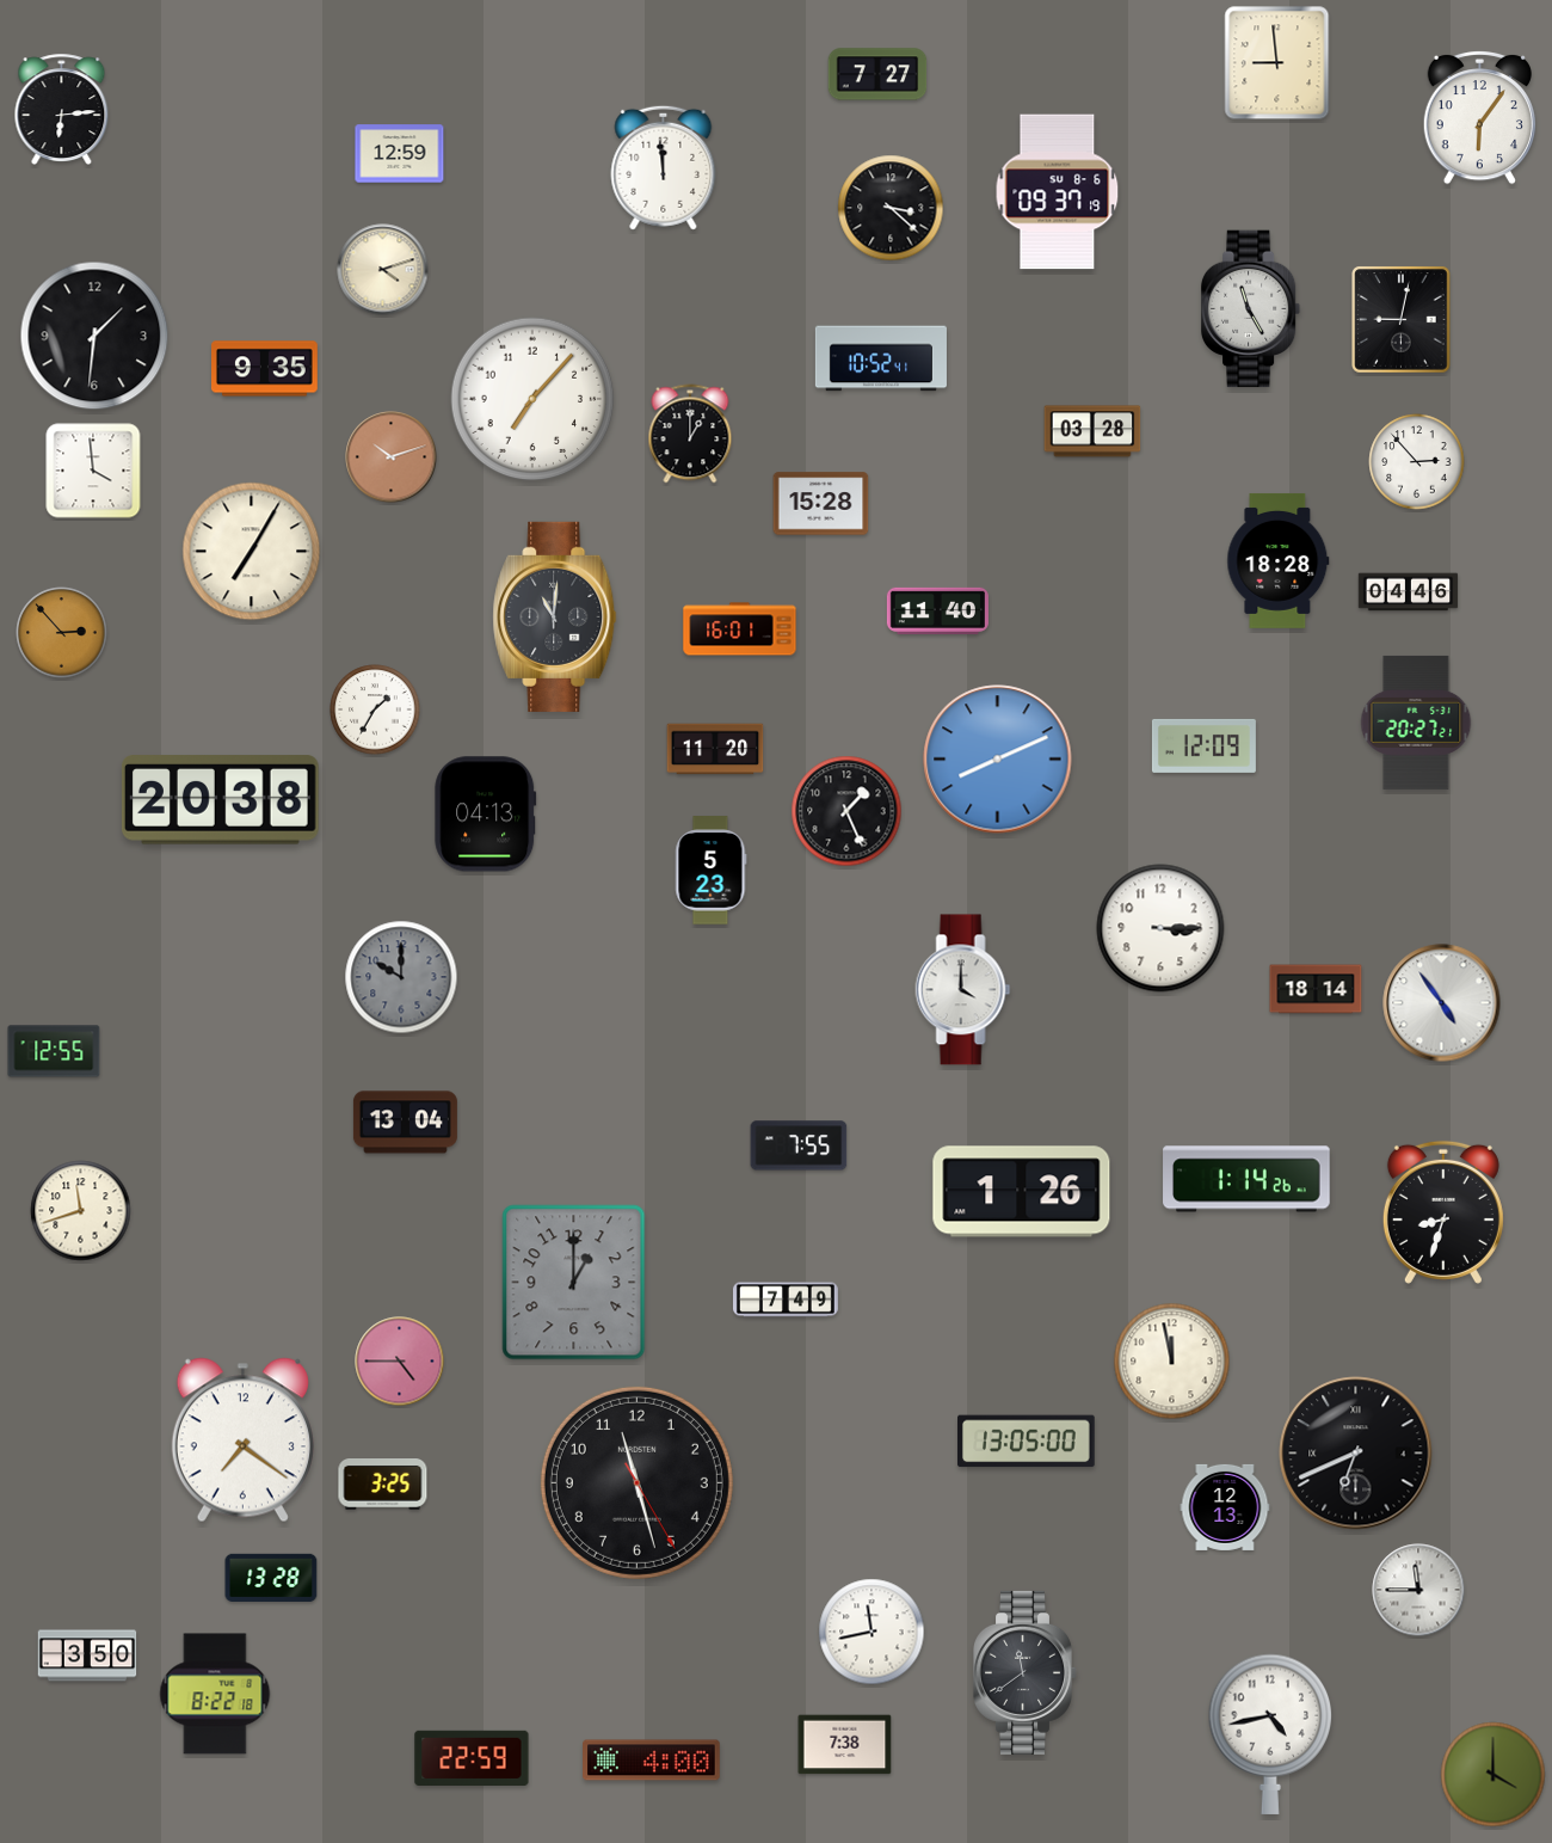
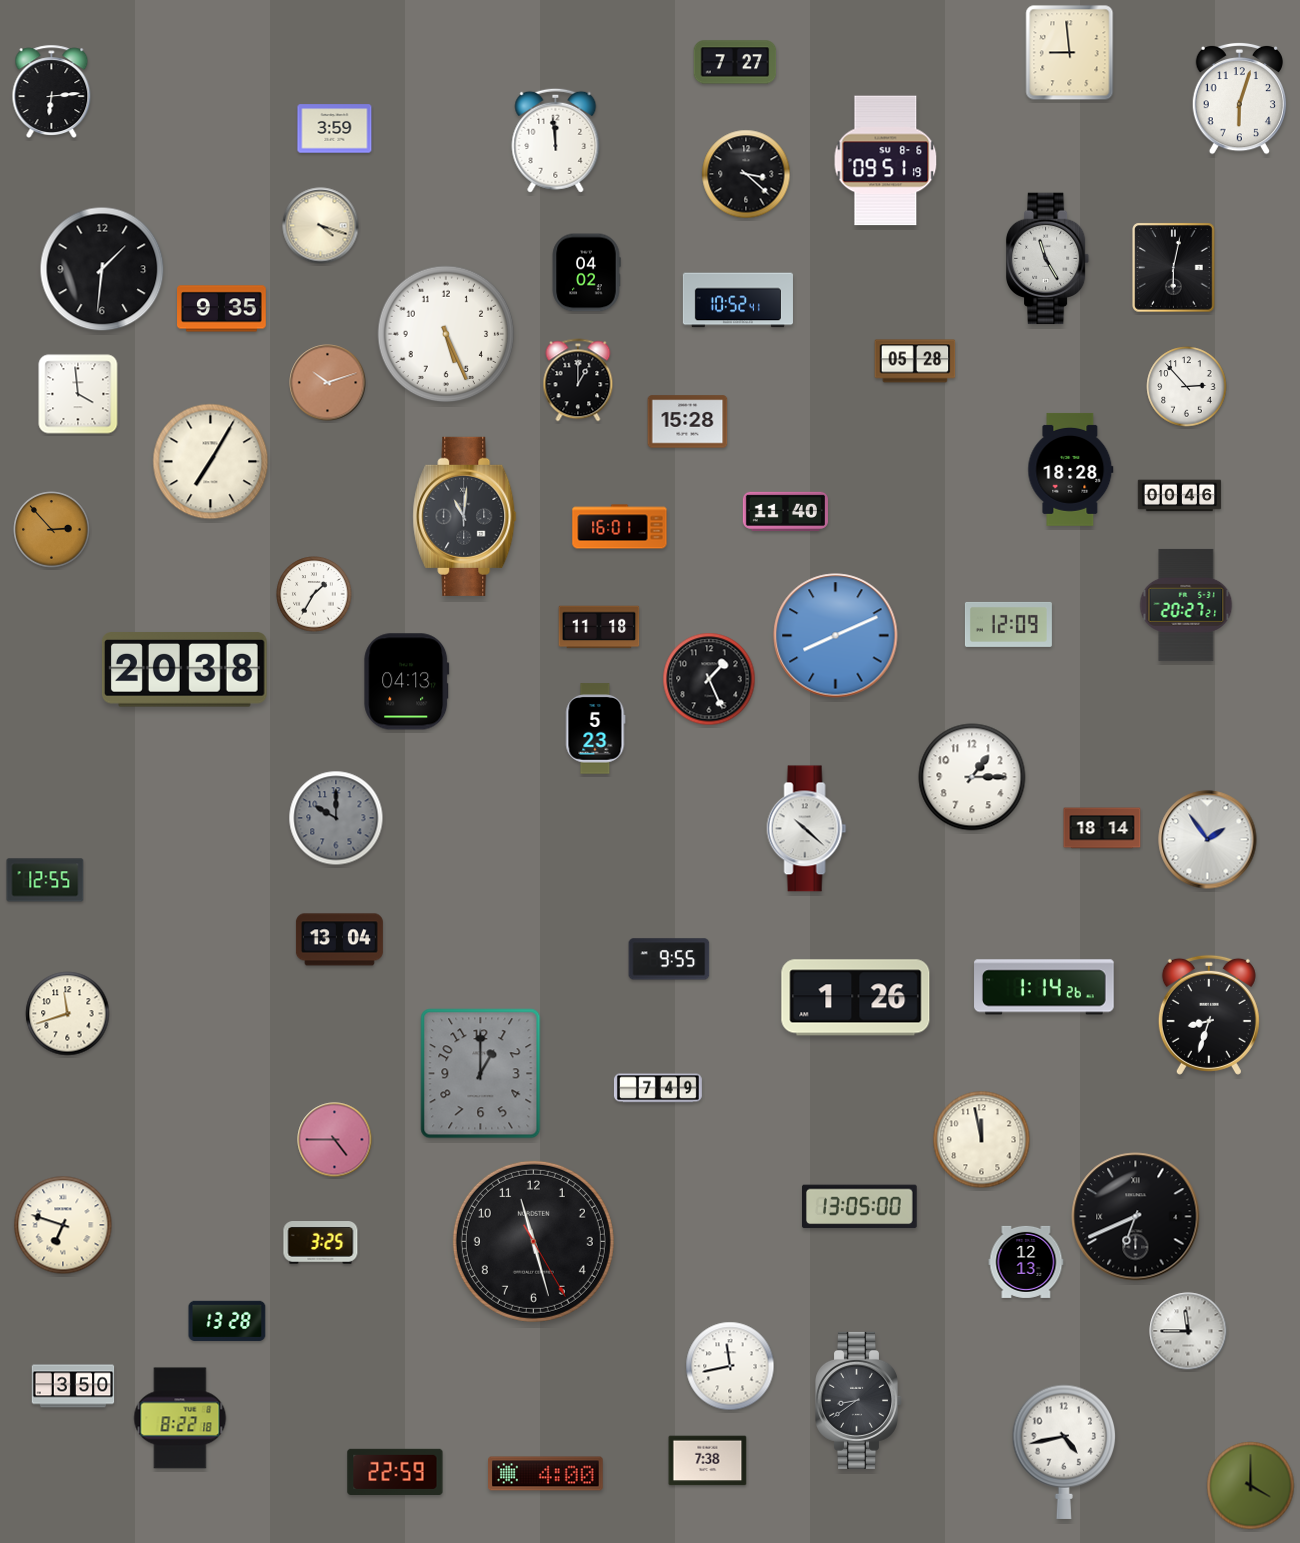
clock at (1479, 117): 6:06 -> 6:03
clock at (400, 154): 12:59 -> 3:59
clock at (1058, 192): 09:37 -> 09:51
clock at (383, 270): 4:12 -> 4:18
clock at (1402, 320): 9:02 -> 6:02
clock at (586, 273): none -> 04:02
clock at (94, 336) position: (94, 336) -> (102, 269)
clock at (532, 399): 7:07 -> 5:26
clock at (1092, 431): 03:28 -> 05:28
clock at (690, 434) position: (690, 434) -> (578, 380)
clock at (1409, 592): 04:46 -> 00:46
clock at (715, 749): 11:20 -> 11:18
clock at (1160, 928): 3:15 -> 1:15
clock at (963, 990): 4:00 -> 10:22
clock at (1442, 1003): 4:54 -> 1:54
clock at (799, 1145): 7:55 -> 9:55
clock at (242, 1440): 7:21 -> none
clock at (63, 1225): none -> 6:48
clock at (1026, 1672): 11:39 -> 8:39
